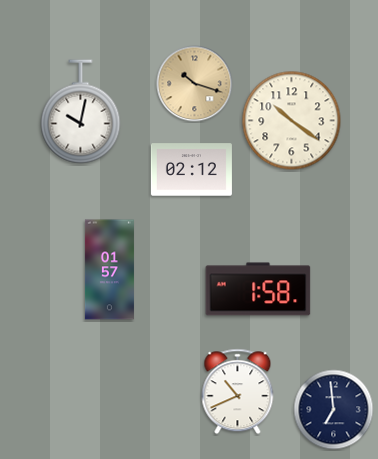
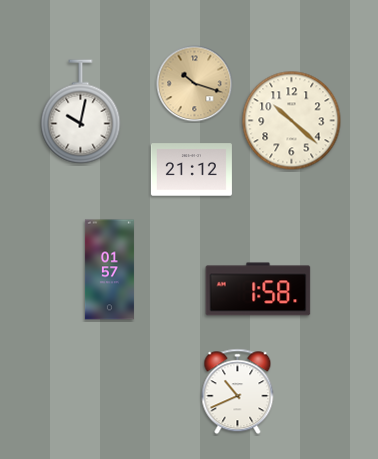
clock at (292, 121): 10:21 -> 10:22
clock at (191, 170): 02:12 -> 21:12
clock at (334, 410): 6:59 -> none
